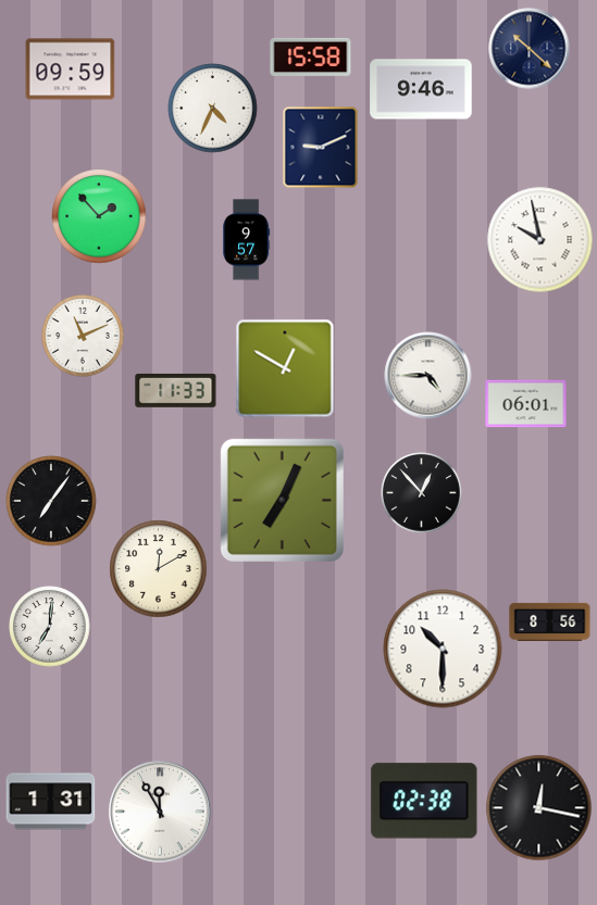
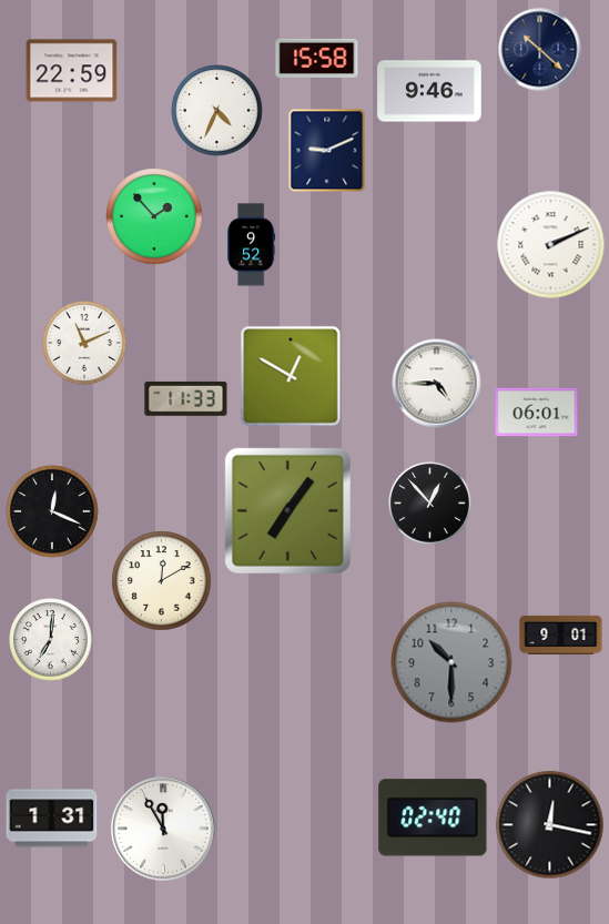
clock at (71, 70): 09:59 -> 22:59
clock at (99, 216) position: (99, 216) -> (154, 216)
clock at (247, 240): 9:57 -> 9:52
clock at (540, 240): 9:58 -> 2:11
clock at (176, 390) position: (176, 390) -> (186, 398)
clock at (282, 500): 7:04 -> 7:06
clock at (51, 501): 7:06 -> 12:19
clock at (550, 621): 8:56 -> 9:01
clock at (443, 649) dial: white -> grey
clock at (424, 801): 02:38 -> 02:40
